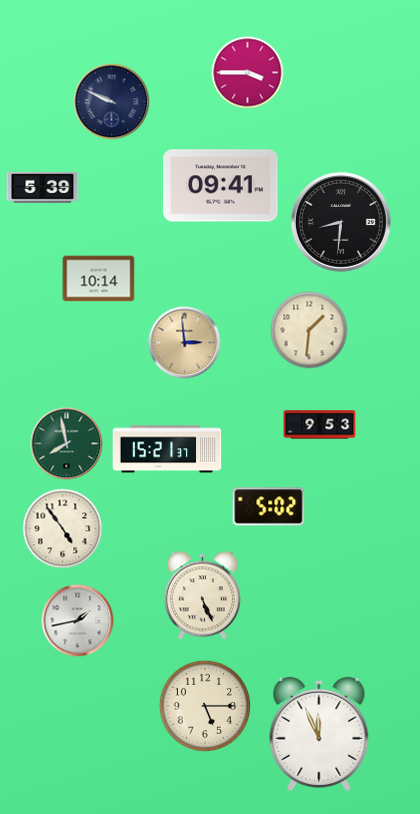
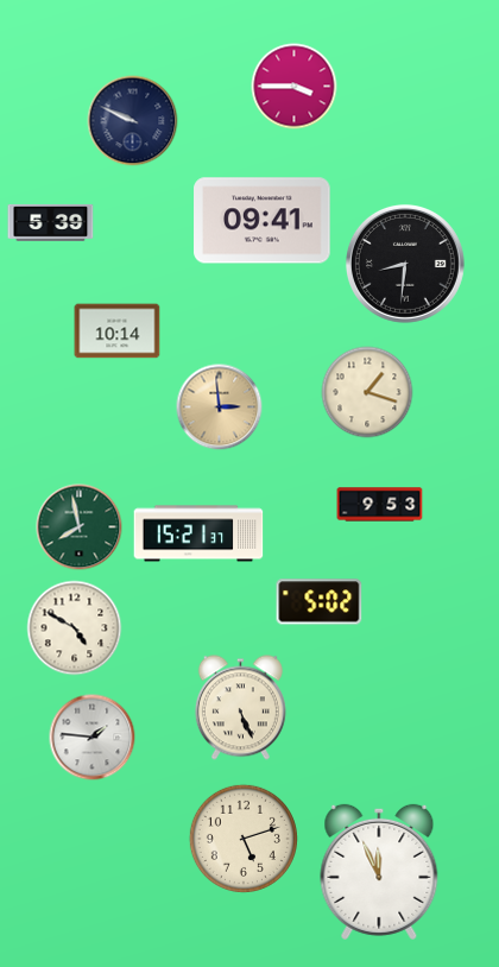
clock at (309, 330): 1:31 -> 1:18
clock at (63, 529): 4:54 -> 4:50
clock at (78, 621): 1:43 -> 1:46
clock at (205, 706): 5:15 -> 5:12
